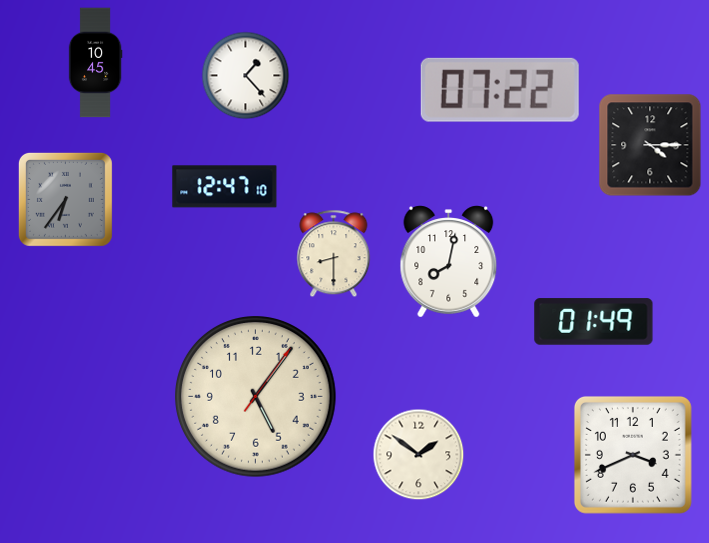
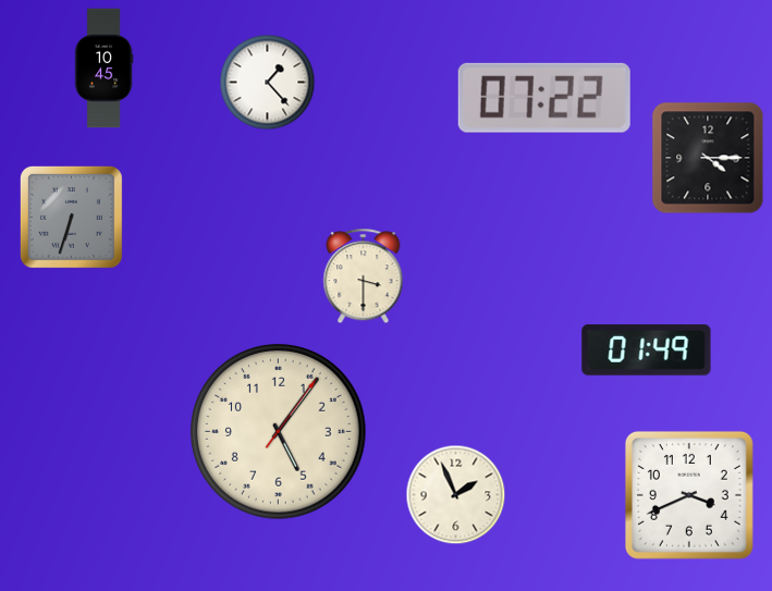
clock at (225, 187): 12:47 -> none
clock at (65, 199): 6:36 -> 6:33
clock at (334, 254): 8:30 -> 3:30
clock at (449, 262): 8:02 -> none
clock at (419, 455): 1:51 -> 1:56
